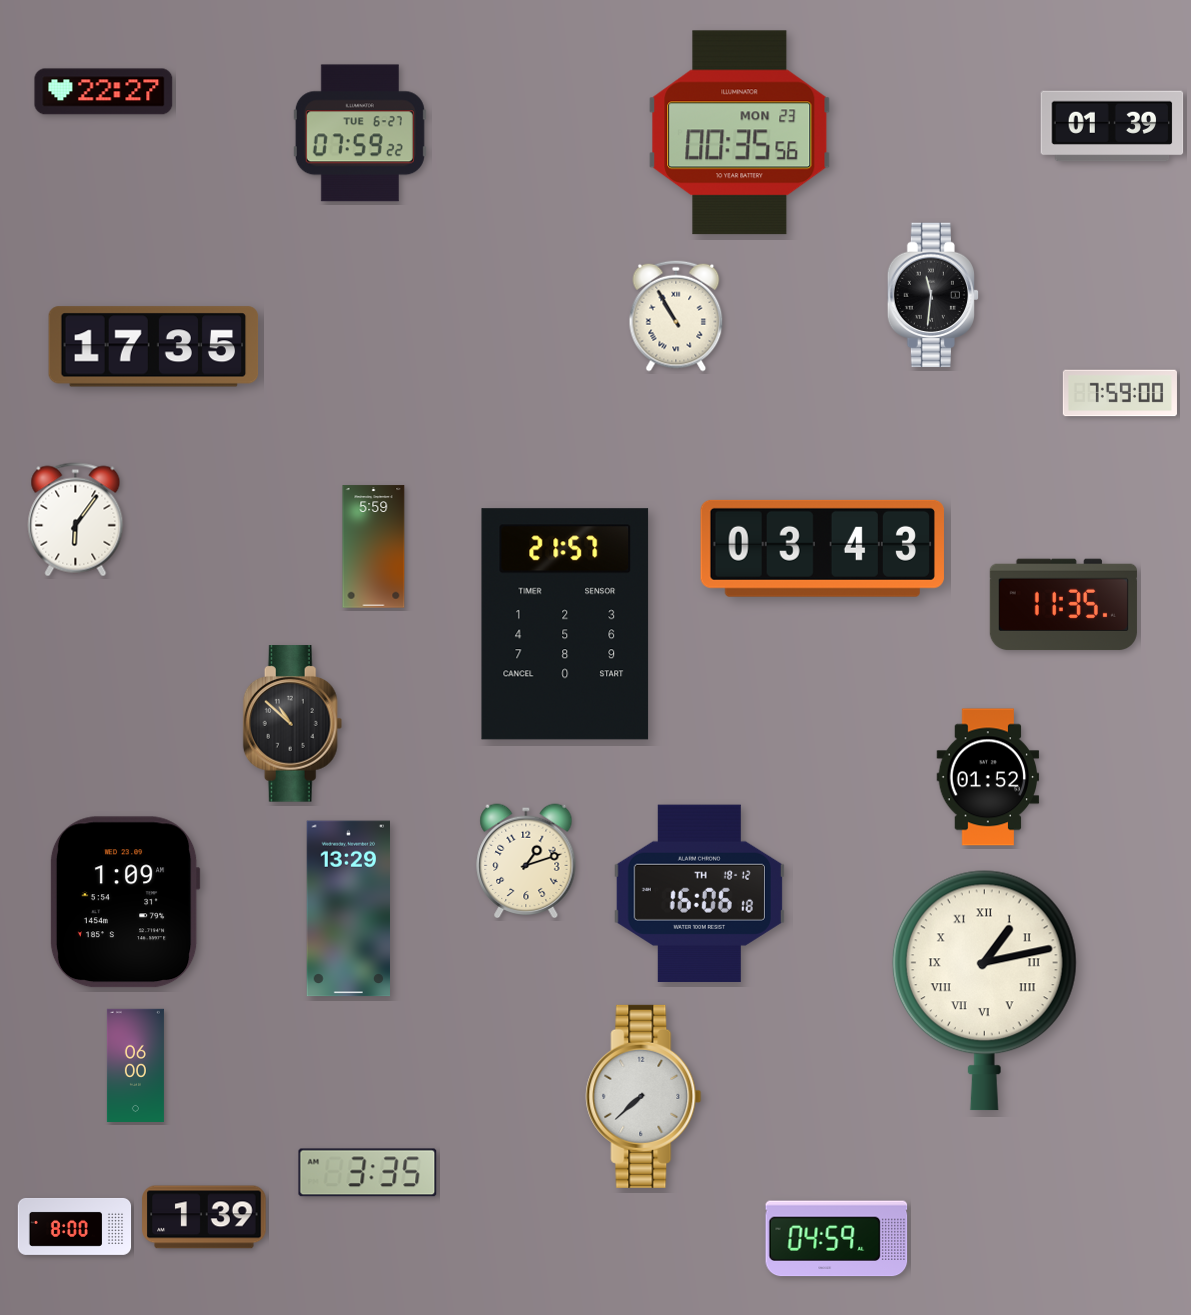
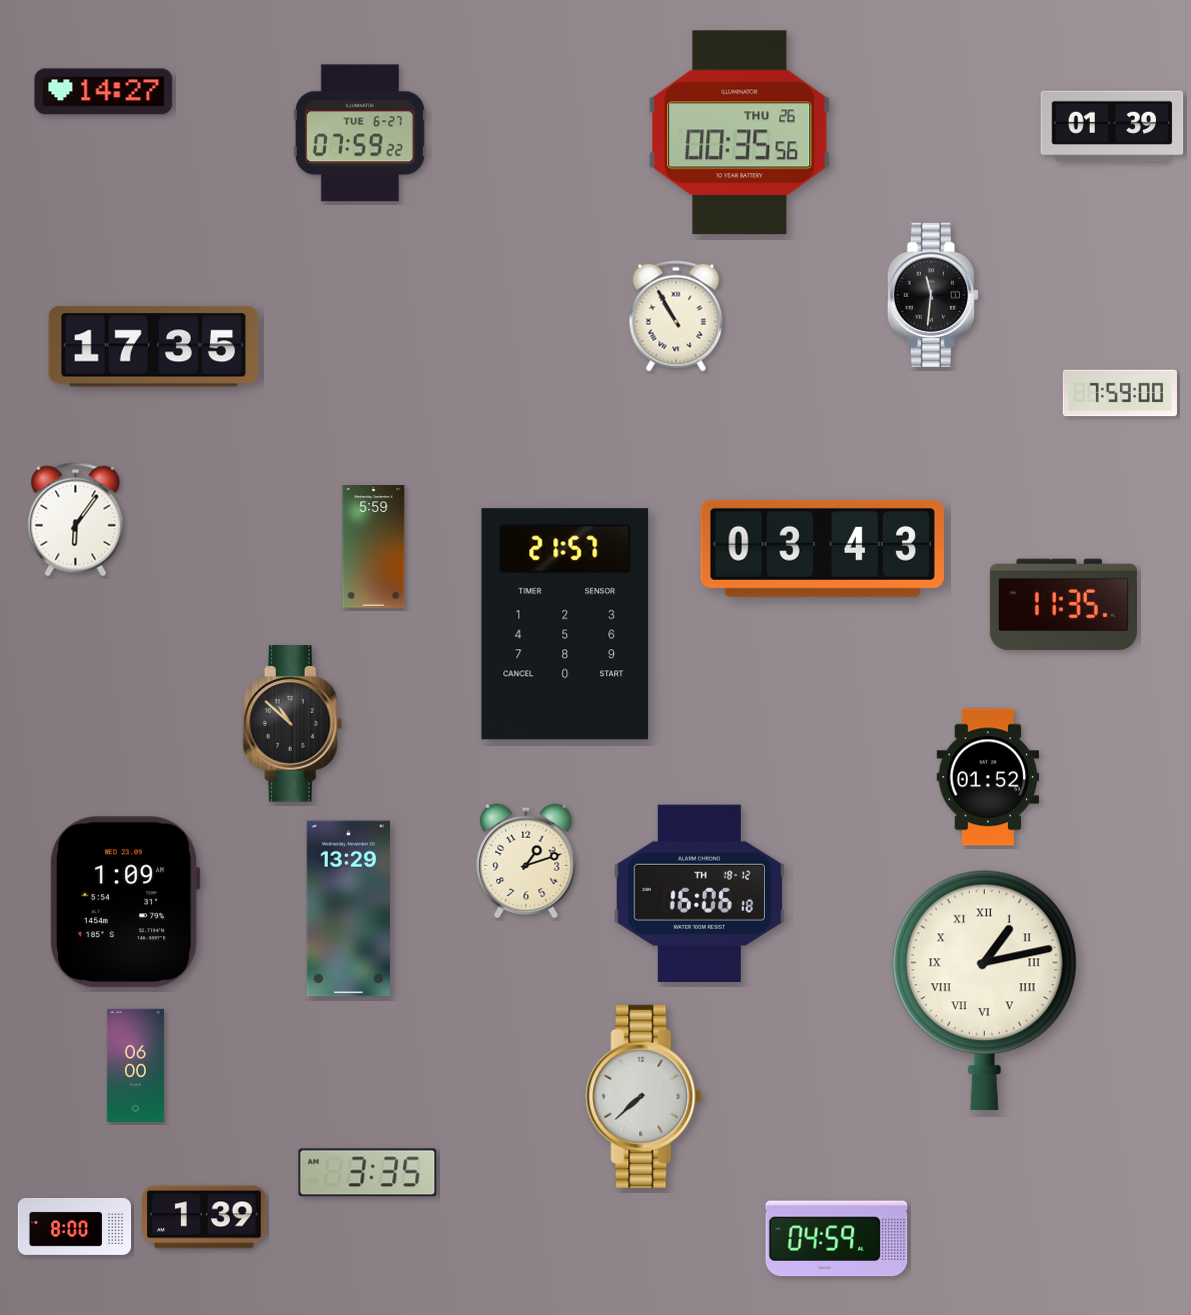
clock at (104, 92): 22:27 -> 14:27
clock at (740, 133) date: MON 23 -> THU 26
